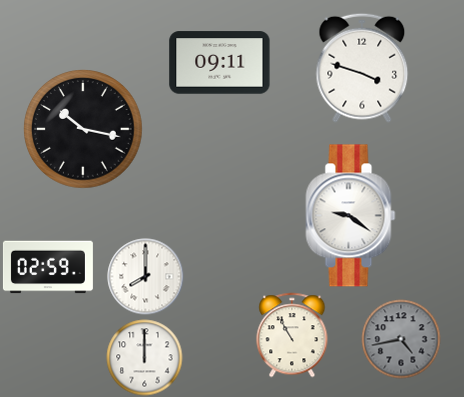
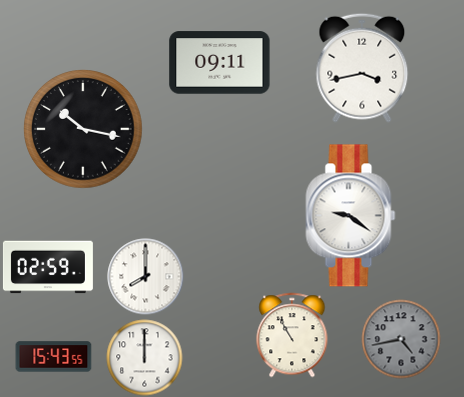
clock at (362, 68): 3:48 -> 3:43
clock at (54, 357): none -> 15:43
